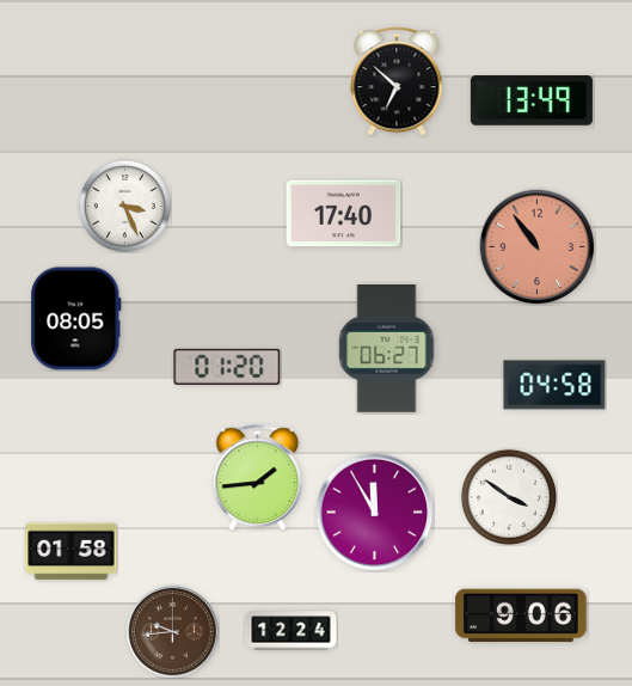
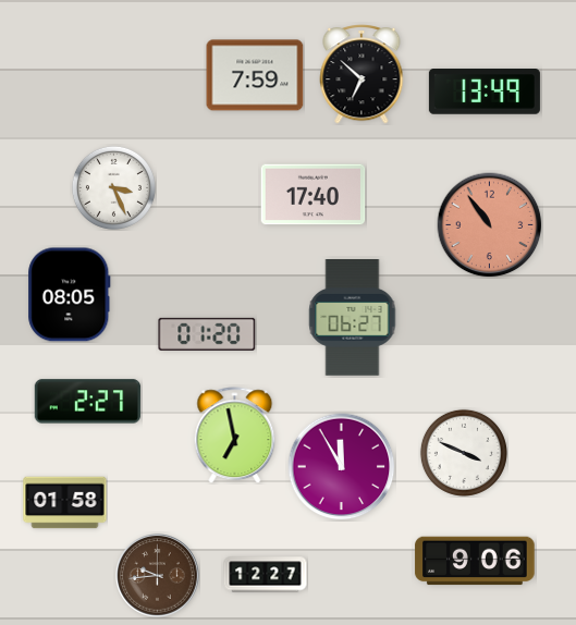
clock at (255, 75): none -> 7:59
clock at (76, 319) position: (76, 319) -> (70, 295)
clock at (554, 385): 04:58 -> none
clock at (88, 402): none -> 2:27
clock at (258, 478): 1:44 -> 6:58
clock at (509, 497): 3:51 -> 3:49
clock at (292, 631): 12:24 -> 12:27
